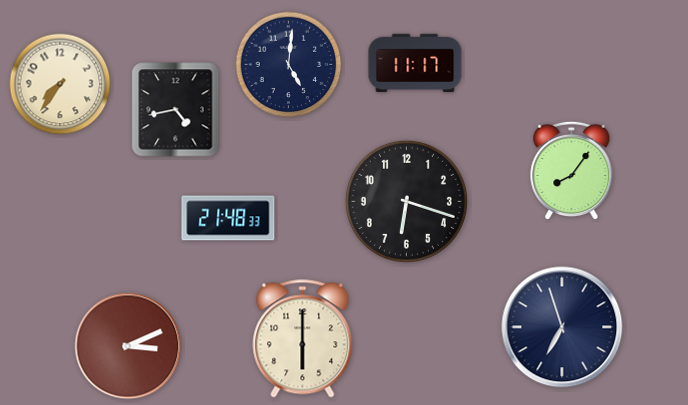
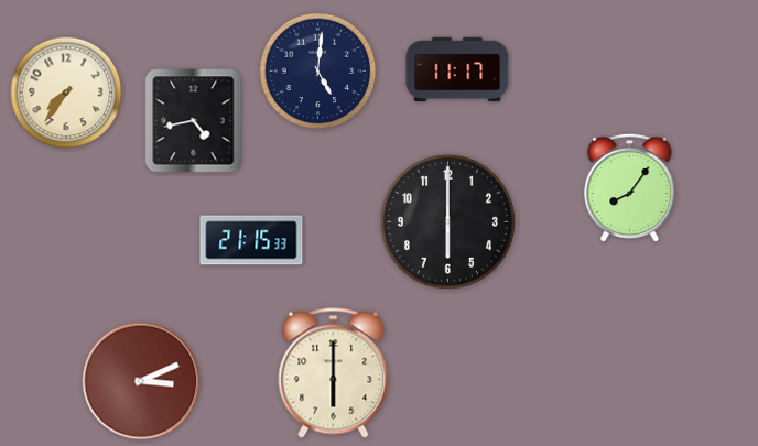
clock at (406, 201): 6:18 -> 6:00
clock at (228, 218): 21:48 -> 21:15
clock at (562, 327): 6:57 -> none
